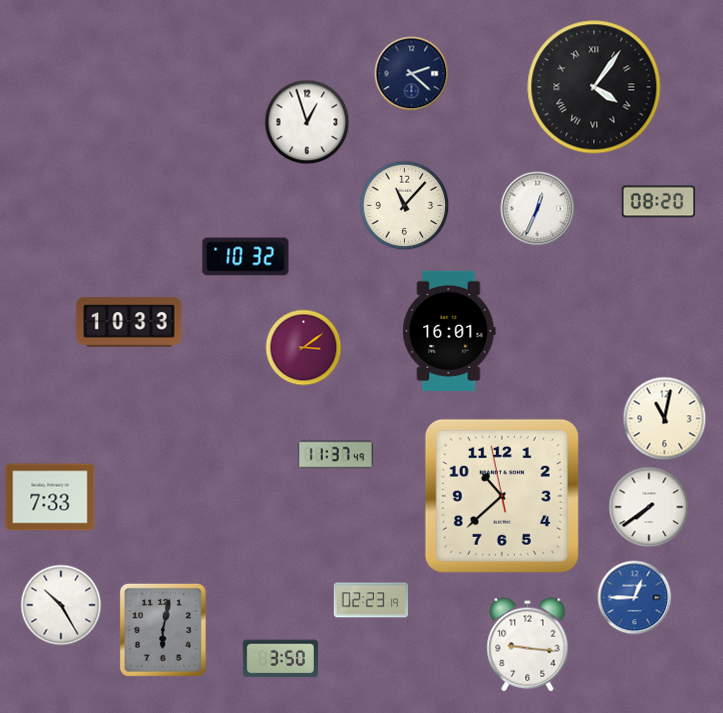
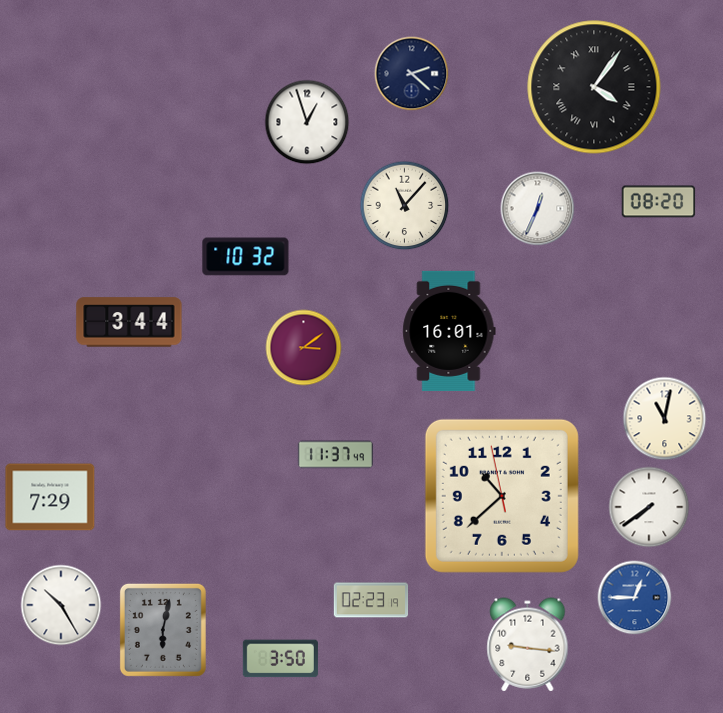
clock at (129, 322): 10:33 -> 3:44
clock at (50, 497): 7:33 -> 7:29
